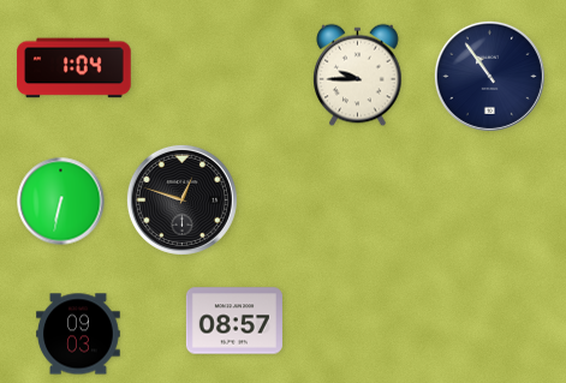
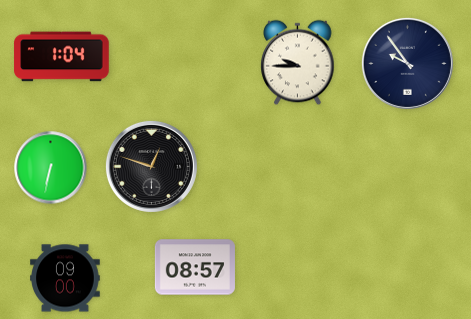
clock at (489, 76): 10:54 -> 9:54
clock at (78, 334): 09:03 -> 09:00
